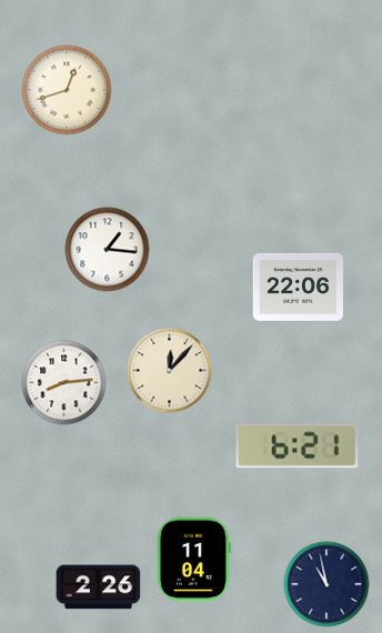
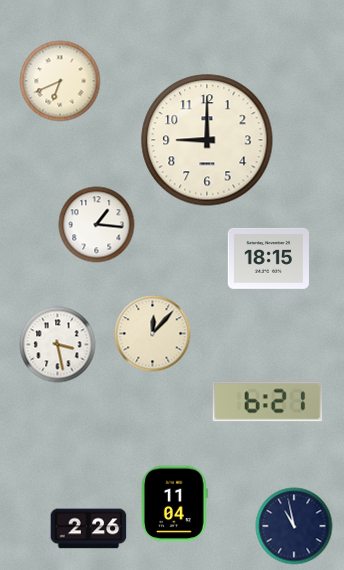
clock at (67, 90): 12:42 -> 6:41
clock at (207, 140): none -> 9:00
clock at (298, 287): 22:06 -> 18:15
clock at (64, 383): 8:14 -> 3:28
